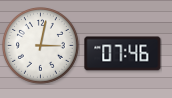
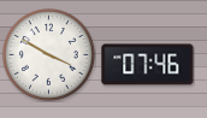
clock at (40, 45): 3:02 -> 3:50
